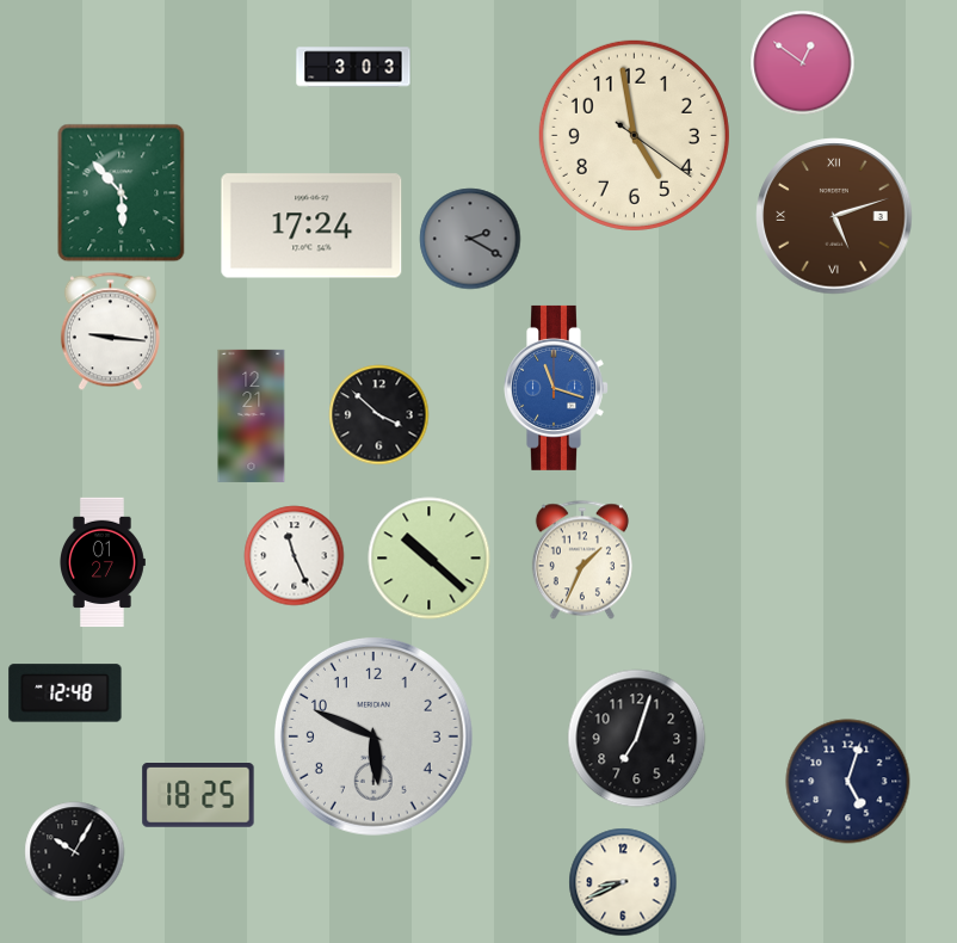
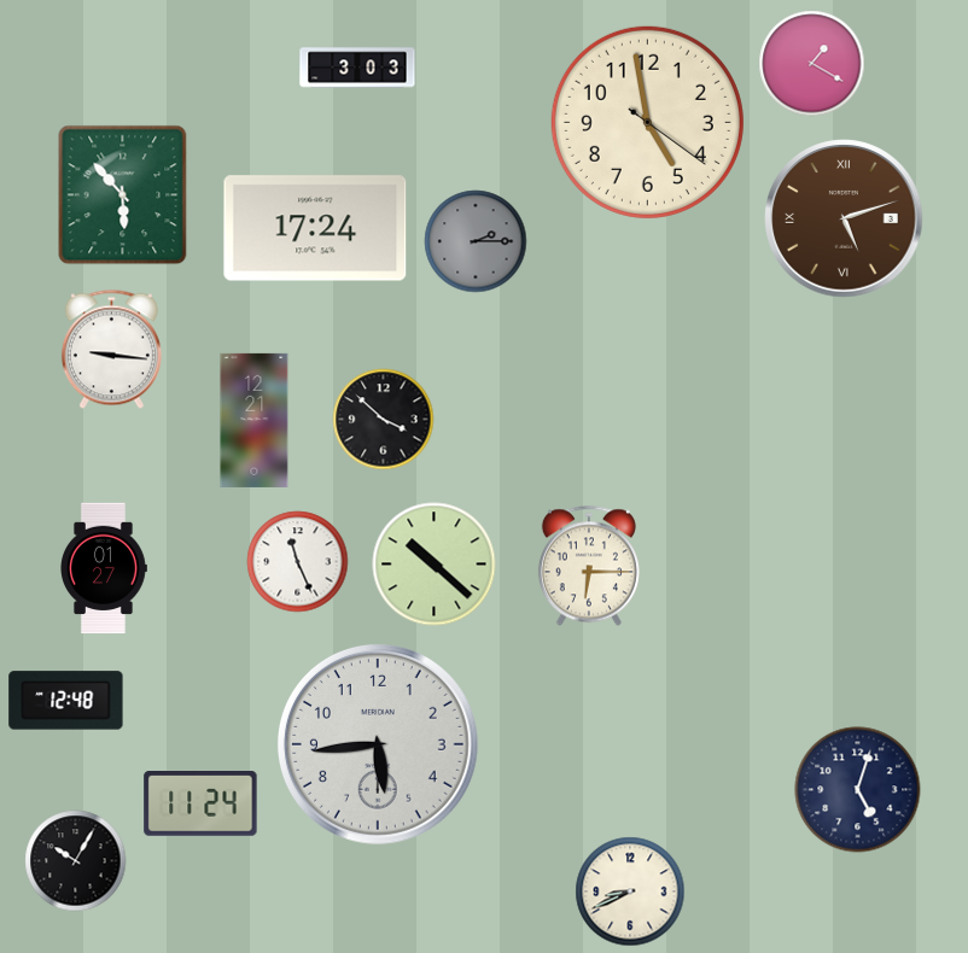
clock at (803, 63): 12:51 -> 1:20
clock at (634, 135) position: (634, 135) -> (647, 122)
clock at (470, 239): 2:20 -> 2:15
clock at (110, 332) position: (110, 332) -> (111, 350)
clock at (557, 388): 11:18 -> none
clock at (582, 560): 1:34 -> 6:15
clock at (373, 736): 5:49 -> 5:44
clock at (637, 739): 7:03 -> none
clock at (198, 796): 18:25 -> 11:24
